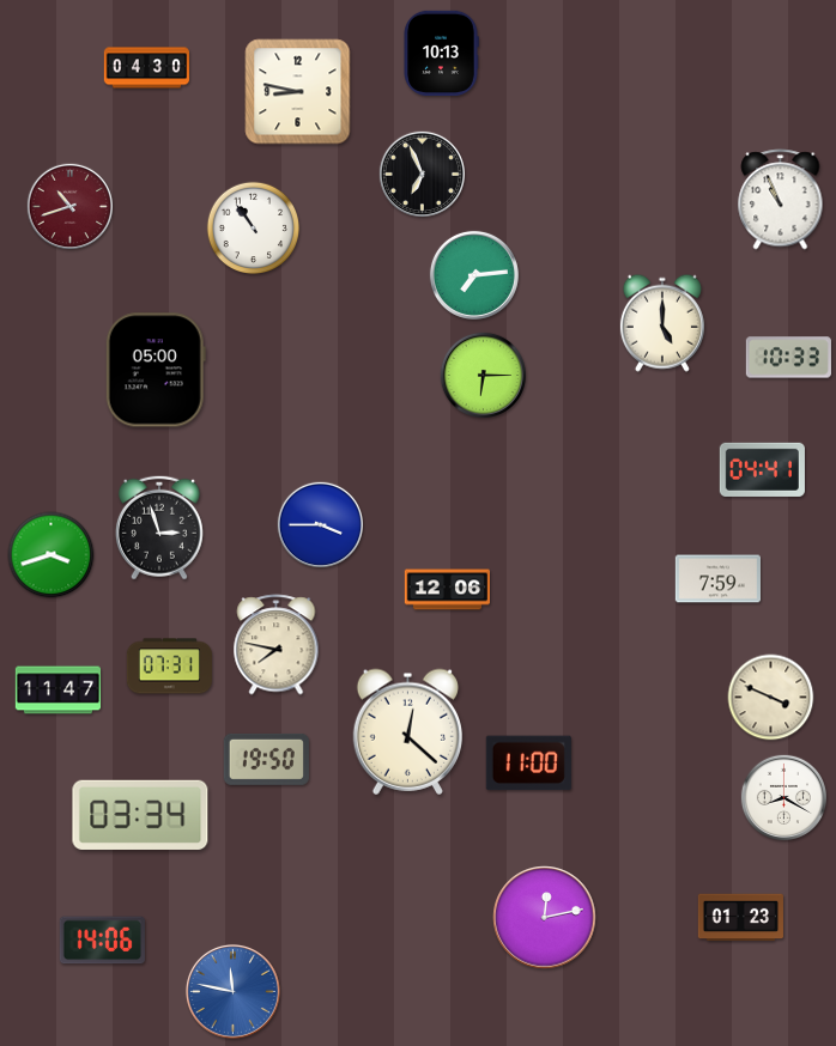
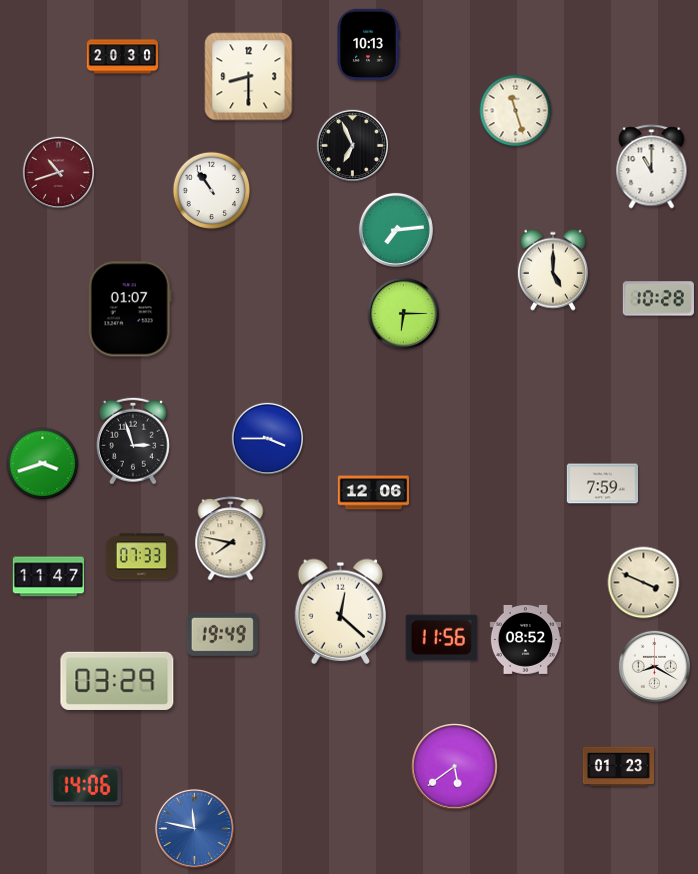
clock at (146, 68): 04:30 -> 20:30
clock at (298, 92): 8:47 -> 8:30
clock at (516, 111): none -> 11:27
clock at (781, 200): 10:56 -> 11:00
clock at (788, 358): 10:33 -> 10:28
clock at (156, 370): 05:00 -> 01:07
clock at (762, 469): 04:41 -> none
clock at (717, 579) position: (717, 579) -> (602, 484)
clock at (169, 667): 07:31 -> 07:33
clock at (266, 759): 19:50 -> 19:49
clock at (528, 764): 11:00 -> 11:56
clock at (525, 640): none -> 08:52
clock at (140, 815): 03:34 -> 03:29
clock at (545, 918): 12:13 -> 5:39
